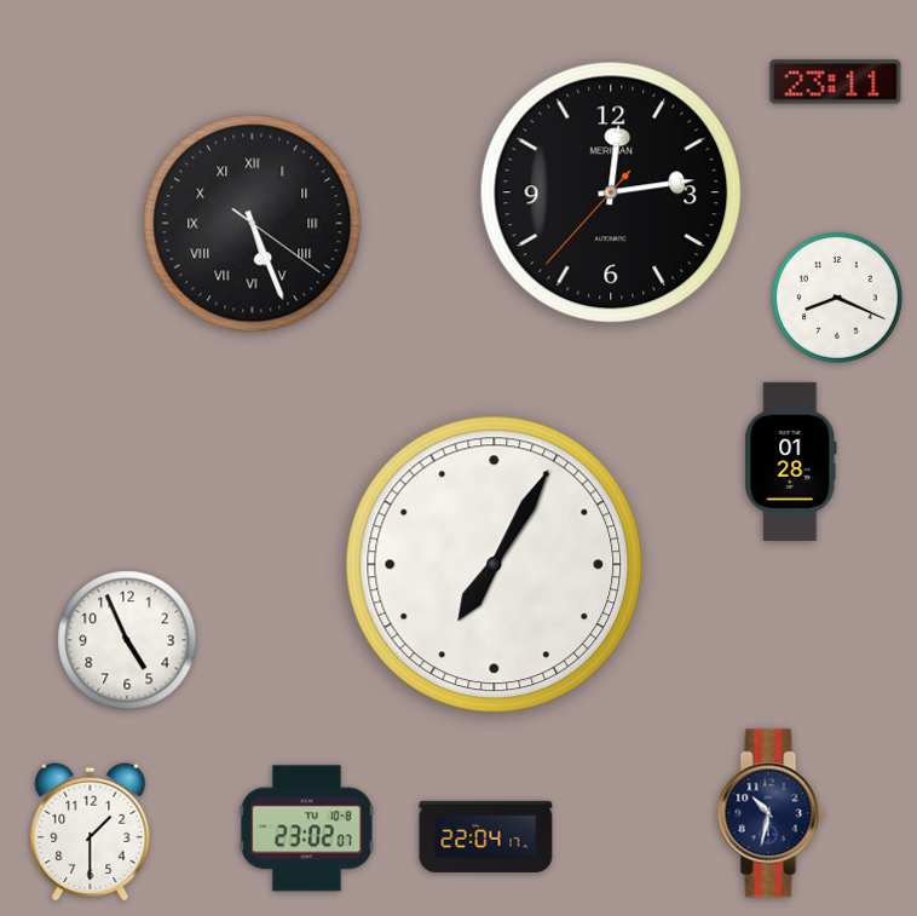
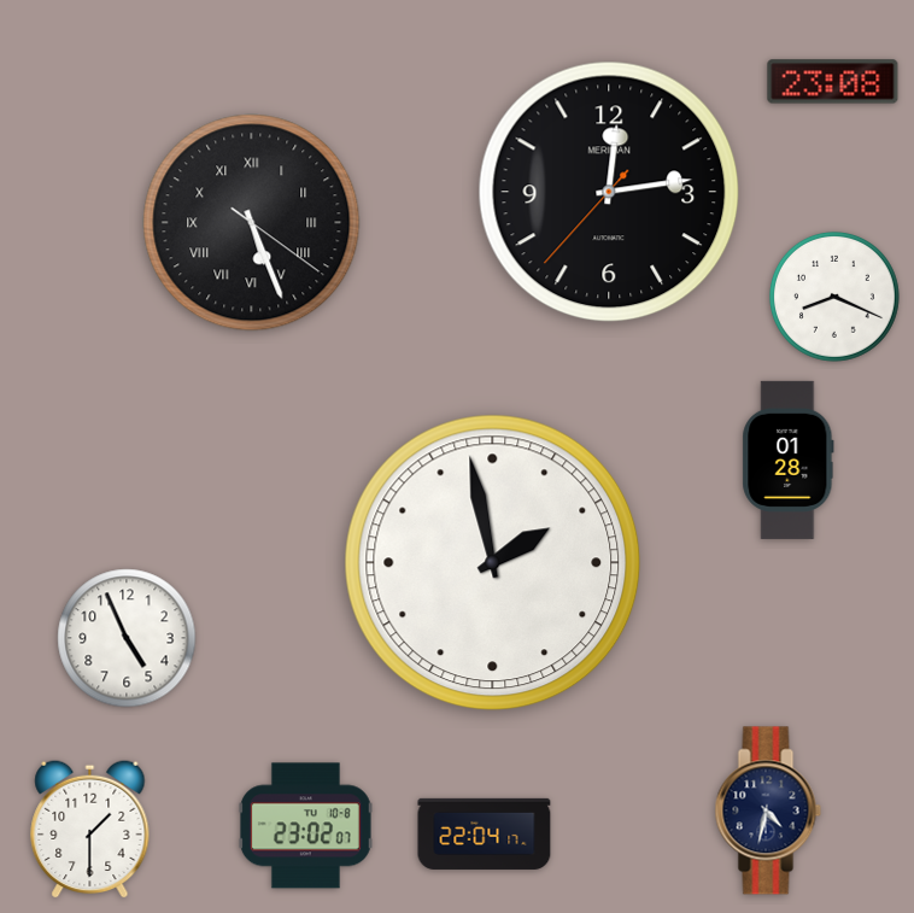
clock at (836, 82): 23:11 -> 23:08
clock at (495, 565): 7:05 -> 1:58
clock at (771, 813): 10:32 -> 4:32
